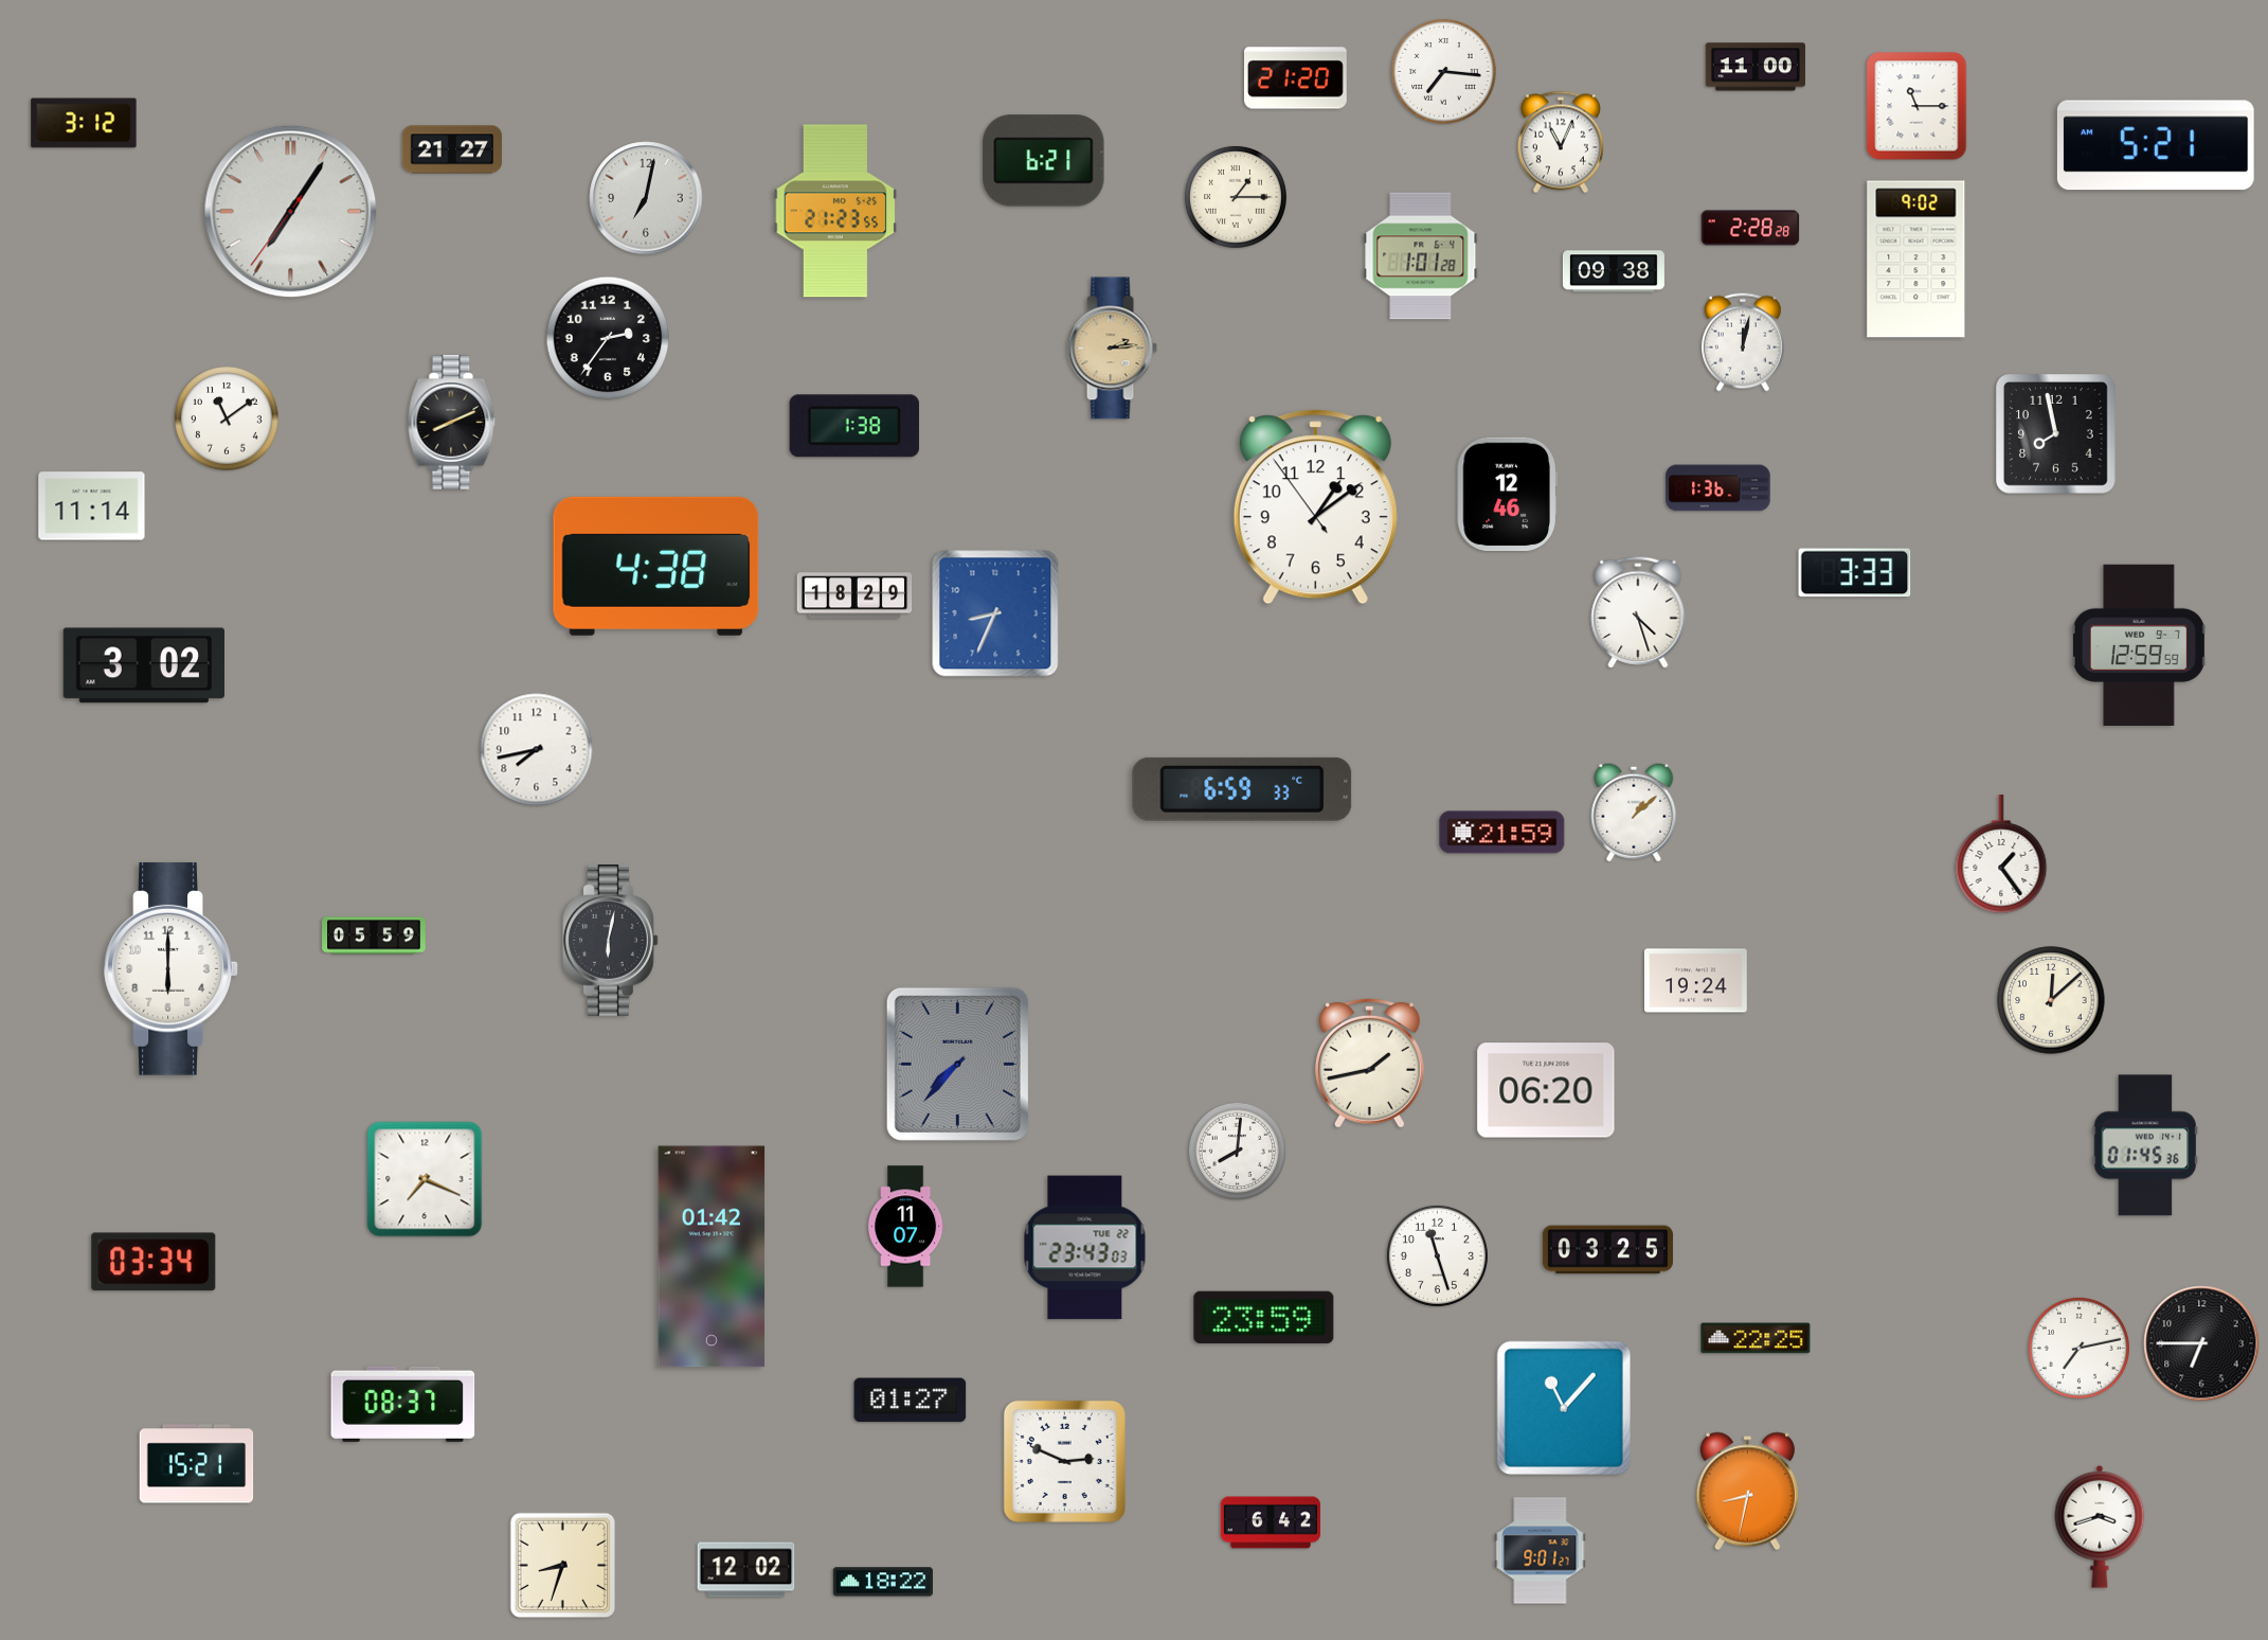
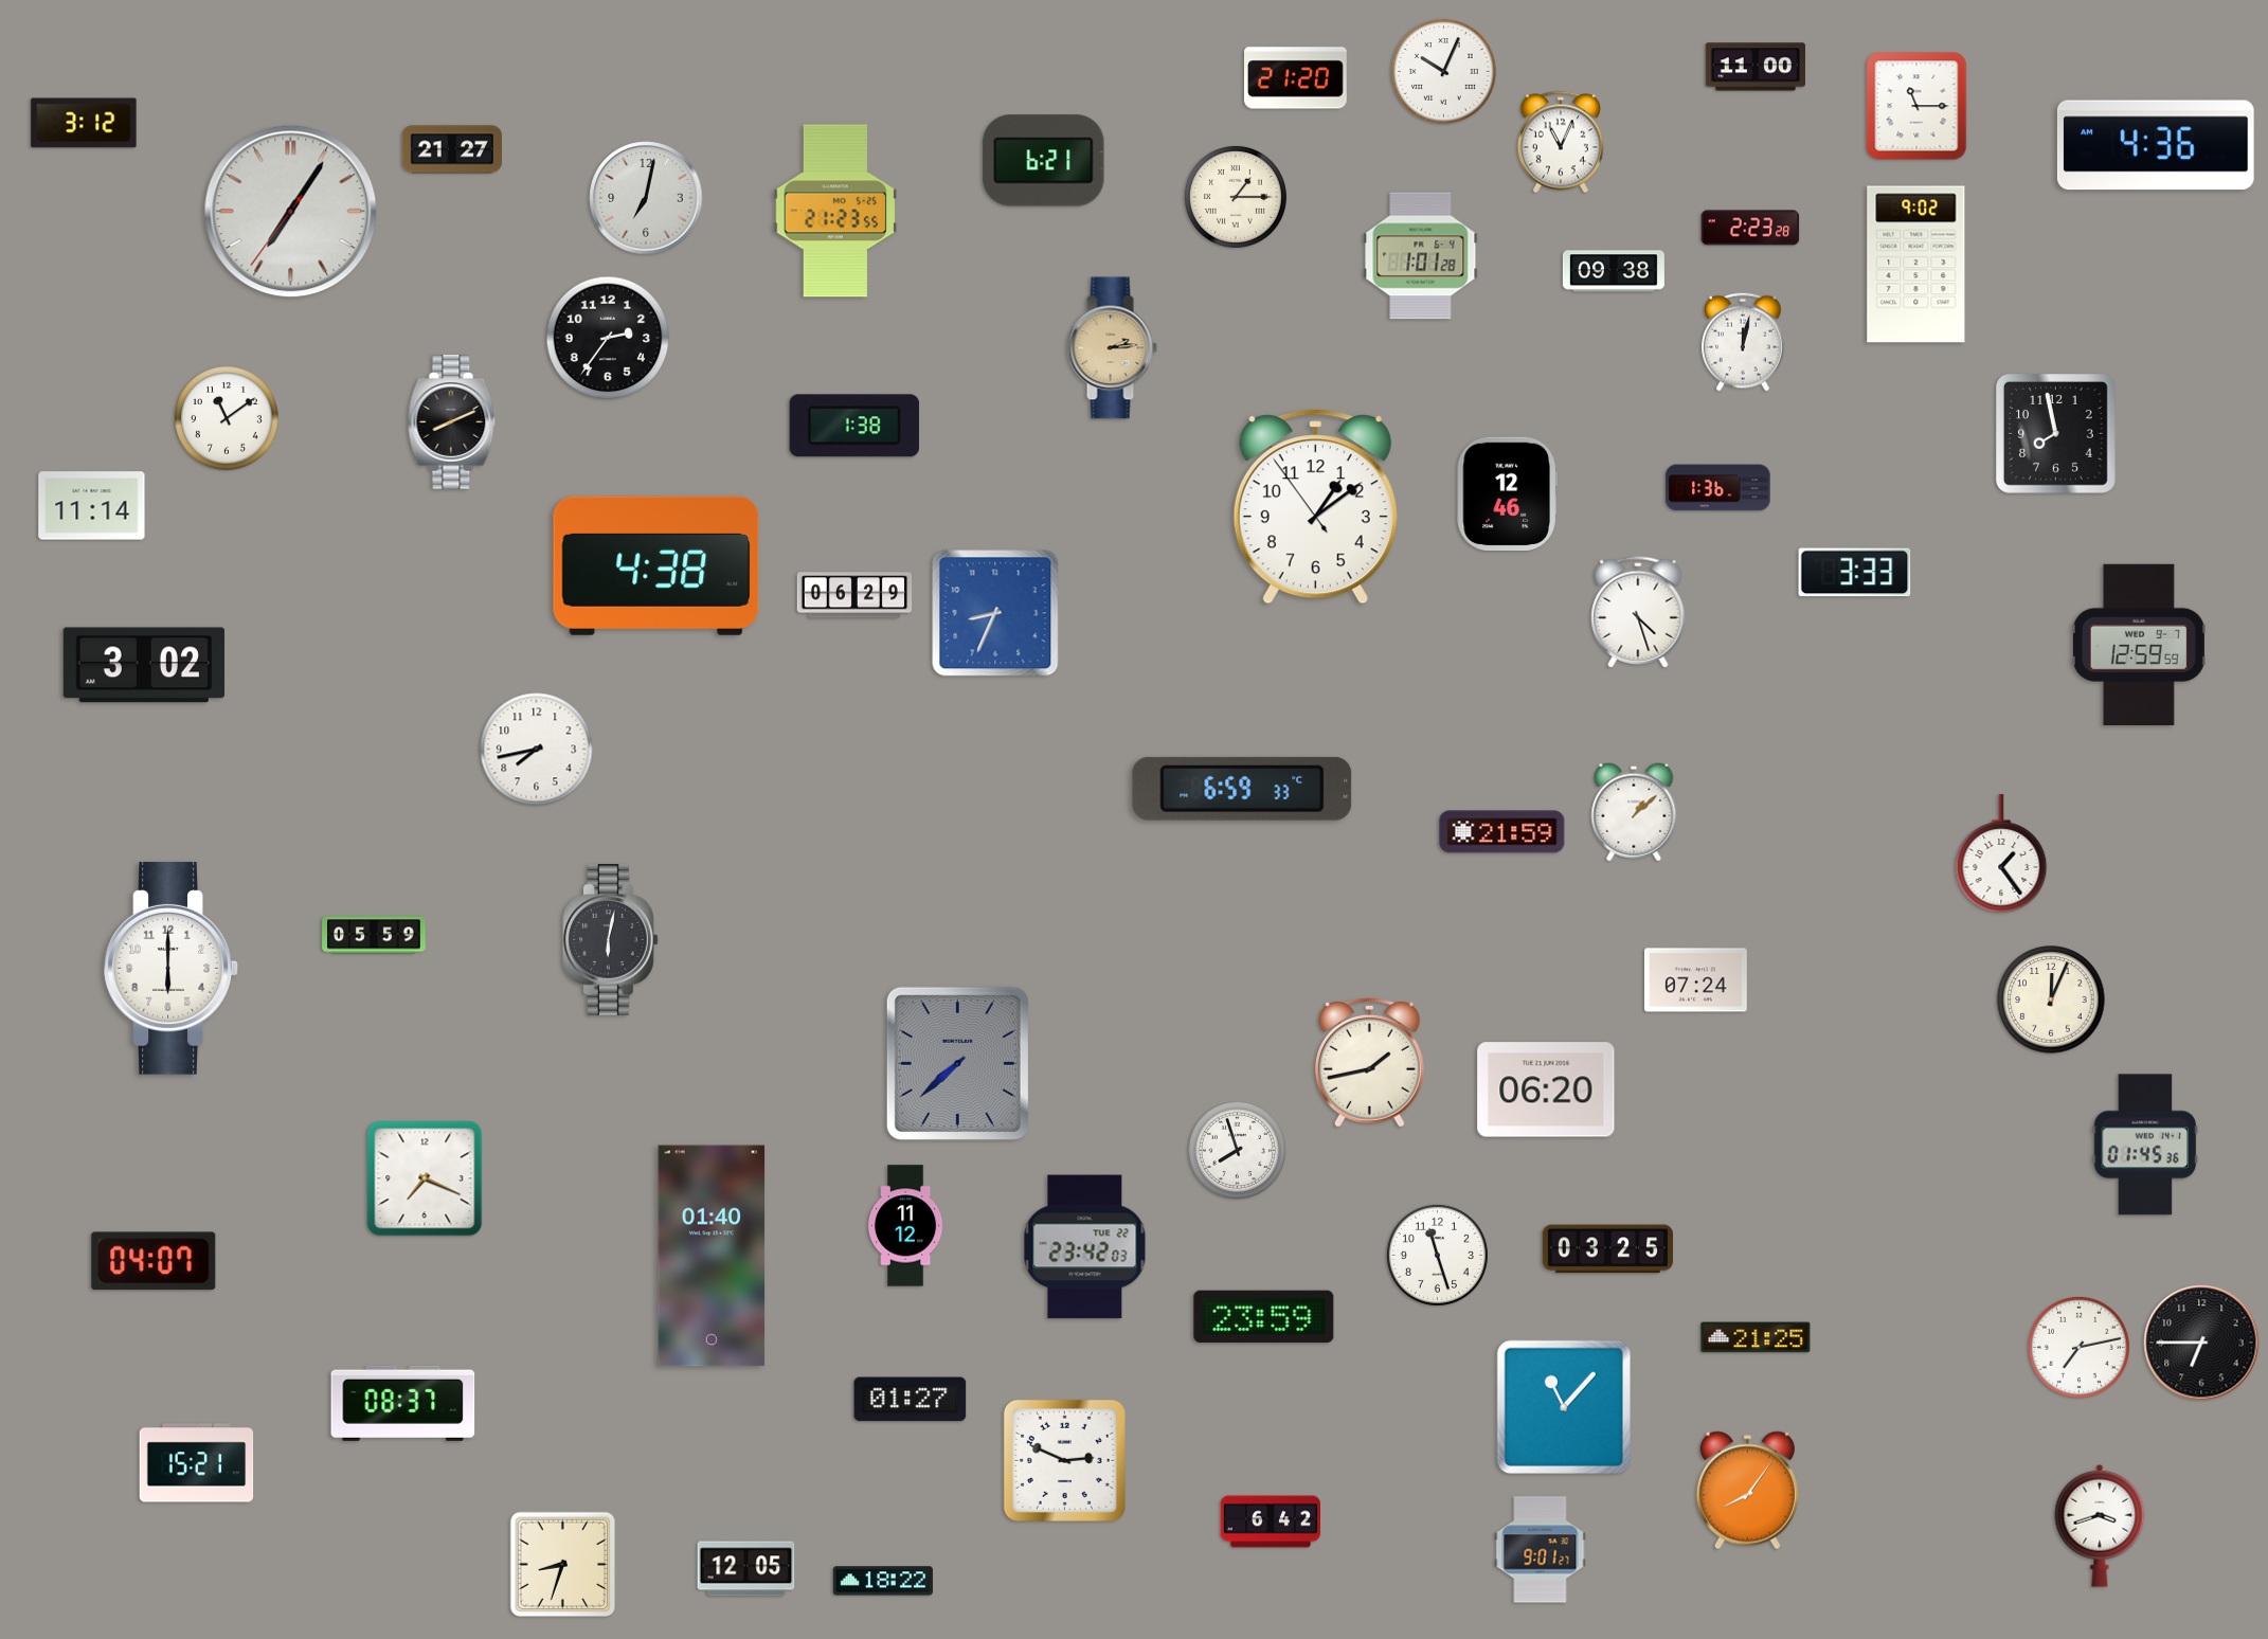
clock at (1444, 72): 7:16 -> 10:04
clock at (2156, 145): 5:21 -> 4:36
clock at (1750, 228): 2:28 -> 2:23
clock at (1916, 260) position: (1916, 260) -> (1916, 265)
clock at (854, 595): 18:29 -> 06:29
clock at (1696, 981): 19:24 -> 07:24
clock at (2051, 1000): 12:08 -> 12:04
clock at (957, 1064): 7:37 -> 7:38
clock at (1237, 1151): 8:01 -> 7:57
clock at (905, 1227): 11:07 -> 11:12
clock at (1085, 1248): 23:43 -> 23:42
clock at (712, 1256): 01:42 -> 01:40
clock at (154, 1262): 03:34 -> 04:07
clock at (1756, 1338): 22:25 -> 21:25
clock at (1747, 1492): 8:32 -> 8:06
clock at (746, 1570): 12:02 -> 12:05
